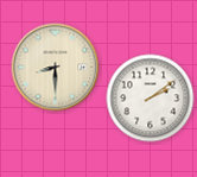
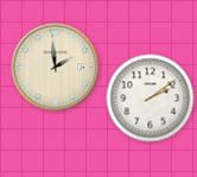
clock at (56, 68): 8:30 -> 1:59
